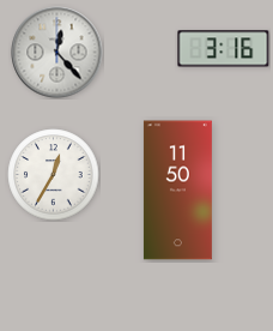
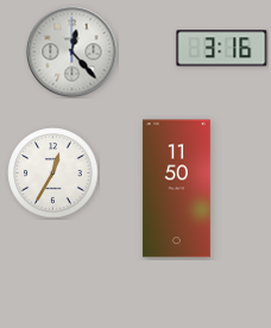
clock at (57, 53) position: (57, 53) -> (73, 52)
